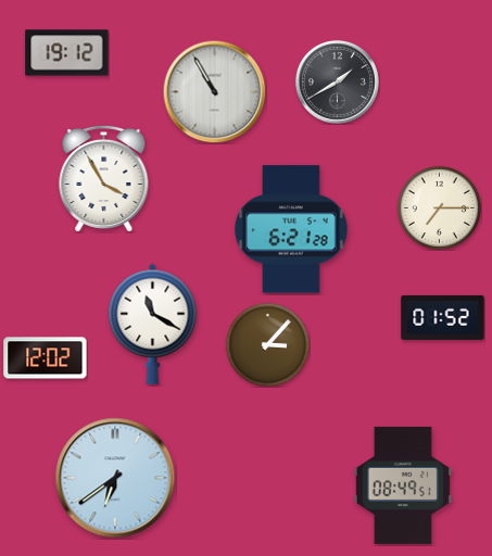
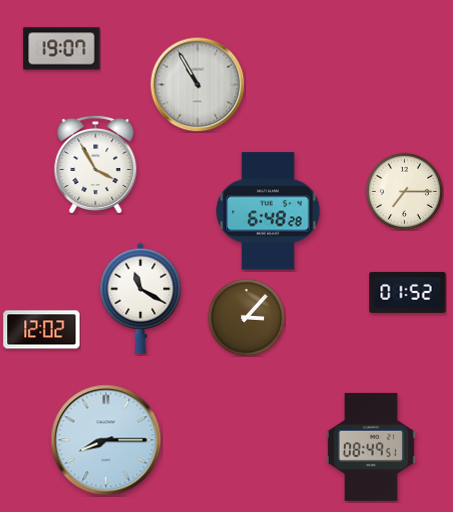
clock at (67, 53): 19:12 -> 19:07
clock at (337, 81): 1:40 -> none
clock at (291, 229): 6:21 -> 6:48
clock at (115, 478): 6:39 -> 8:15
